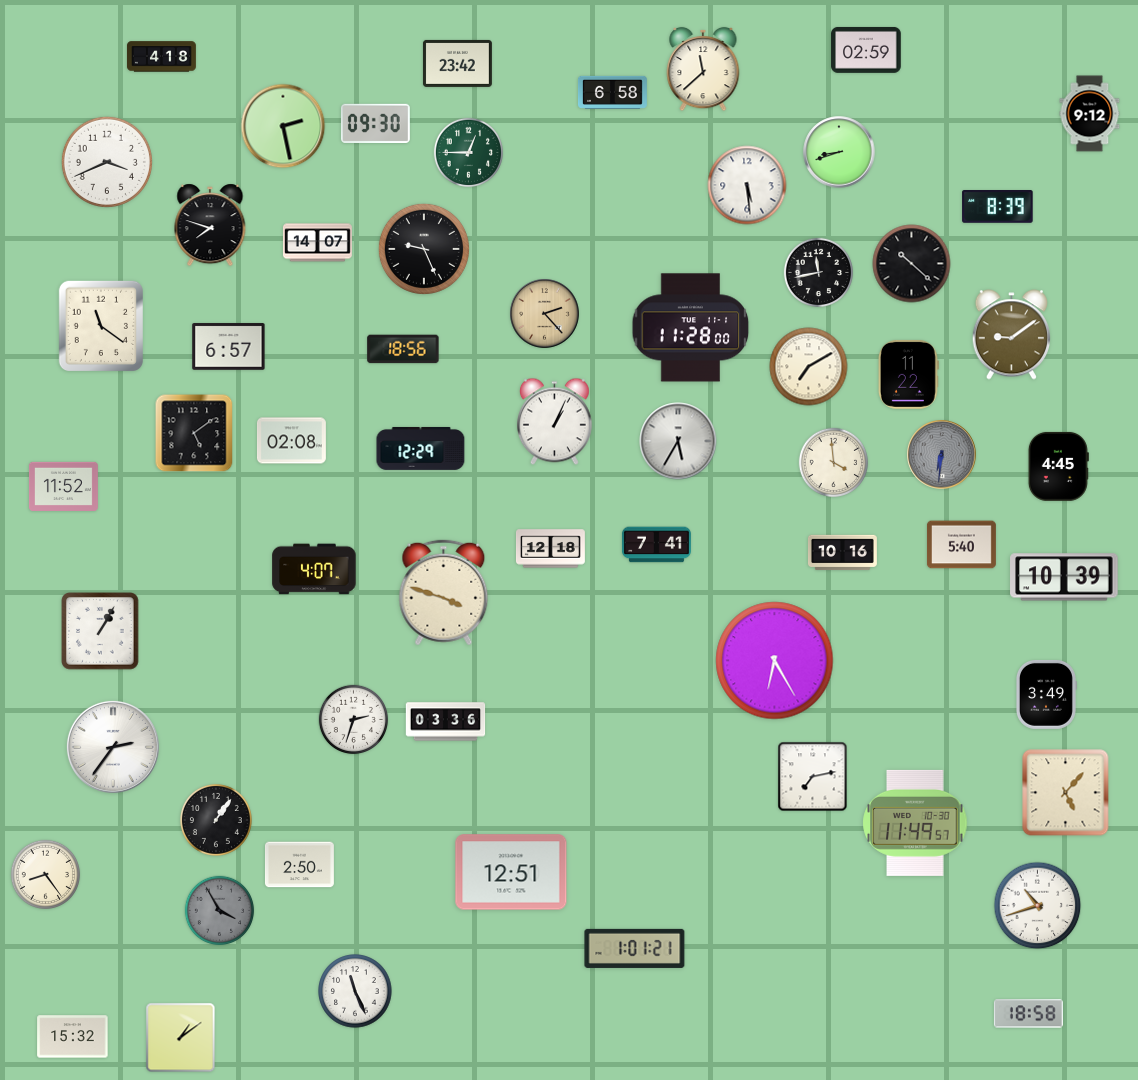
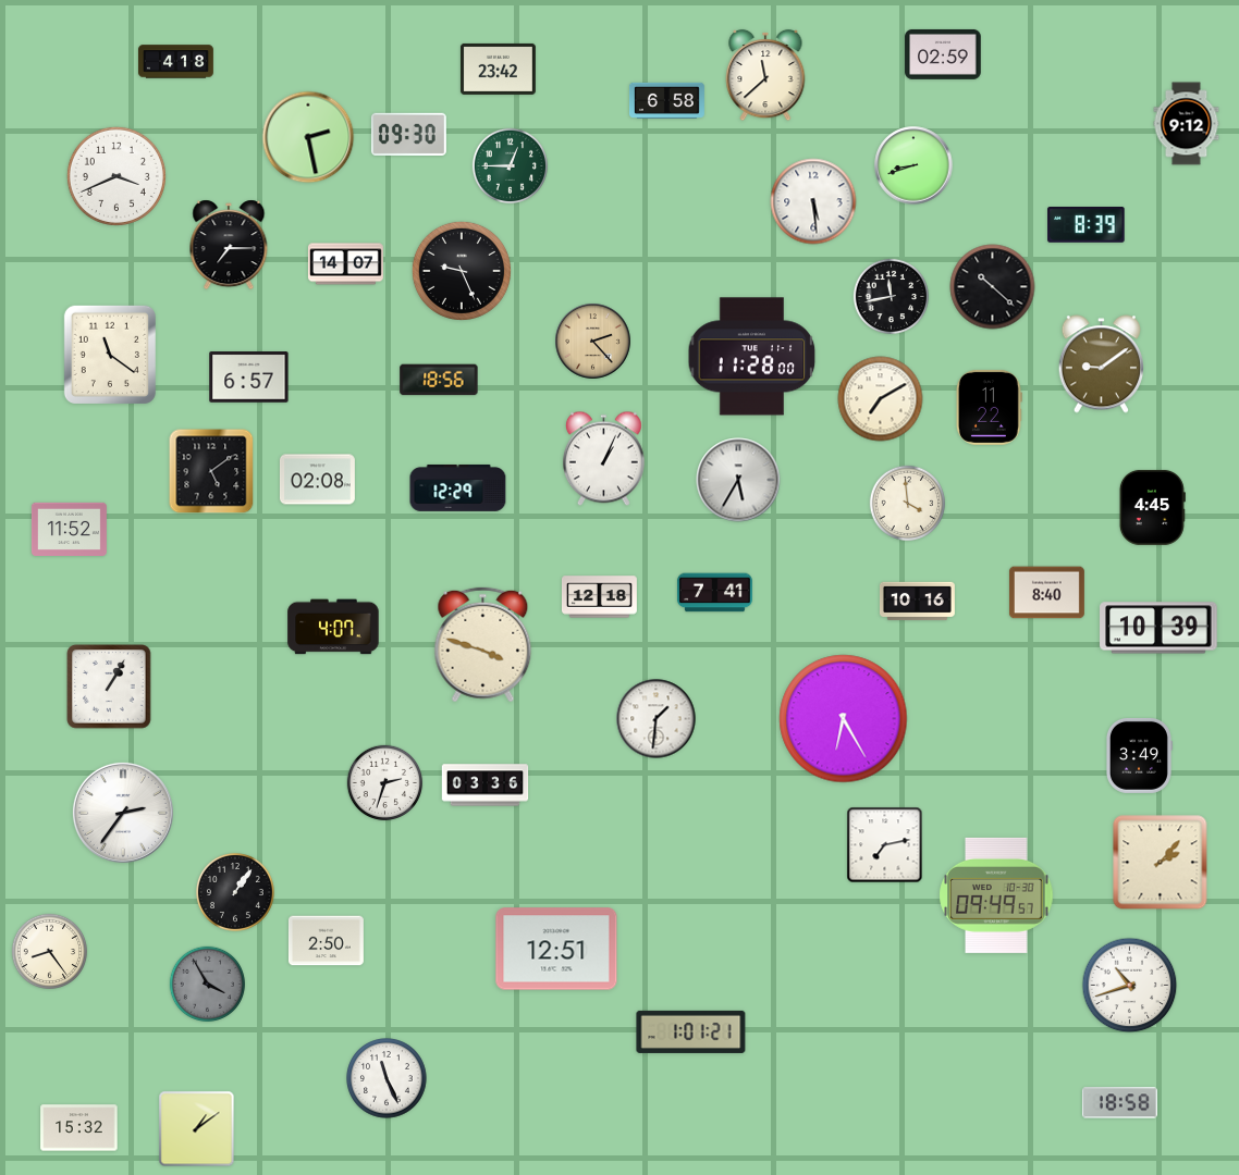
clock at (210, 225): 7:48 -> 7:15
clock at (942, 455): 6:31 -> none
clock at (961, 545): 5:40 -> 8:40
clock at (314, 569) position: (314, 569) -> (333, 627)
clock at (657, 719): none -> 1:31
clock at (1066, 793): 5:07 -> 2:07
clock at (915, 823): 11:49 -> 09:49
clock at (220, 911) position: (220, 911) -> (208, 985)
